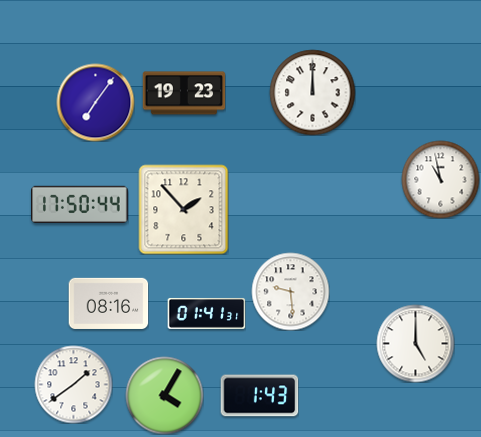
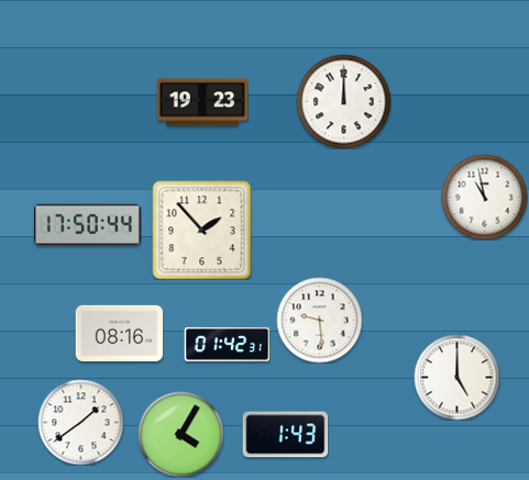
clock at (95, 102): 7:06 -> none
clock at (206, 314): 01:41 -> 01:42
